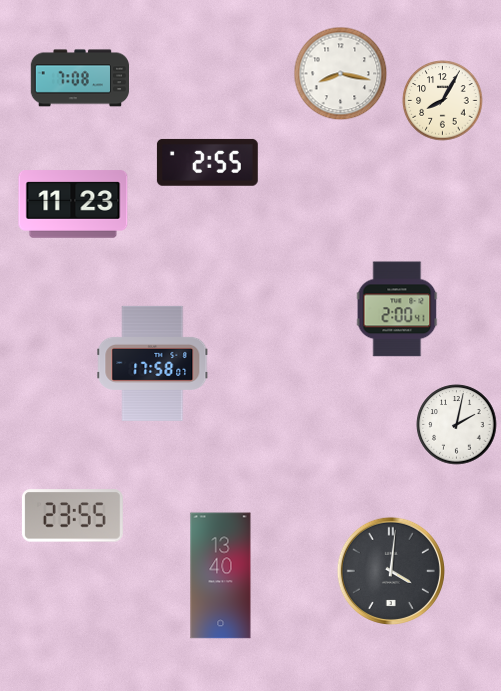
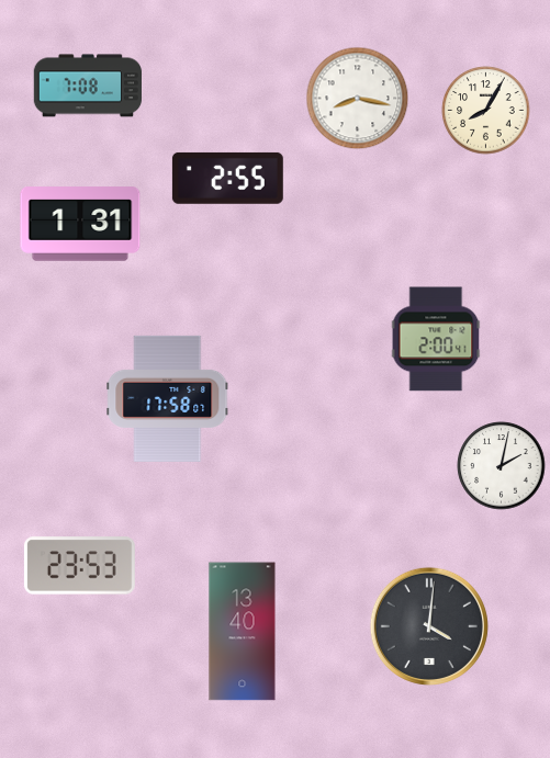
clock at (341, 74) position: (341, 74) -> (358, 99)
clock at (73, 204): 11:23 -> 1:31
clock at (72, 516): 23:55 -> 23:53
